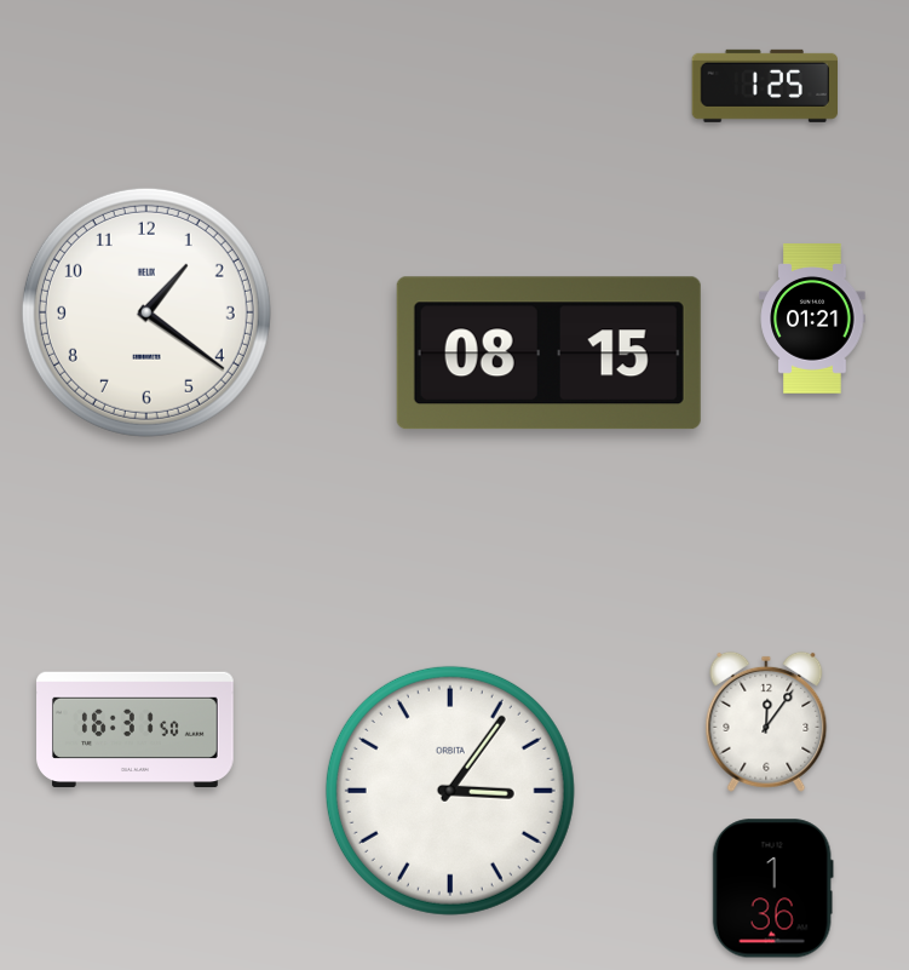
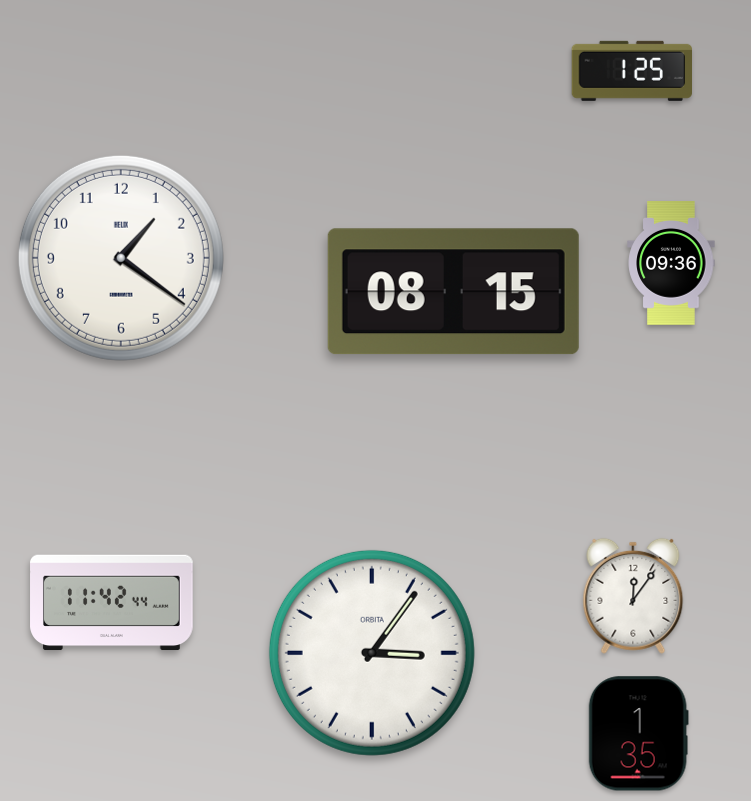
clock at (812, 318): 01:21 -> 09:36
clock at (136, 730): 16:31 -> 11:42
clock at (772, 889): 1:36 -> 1:35
